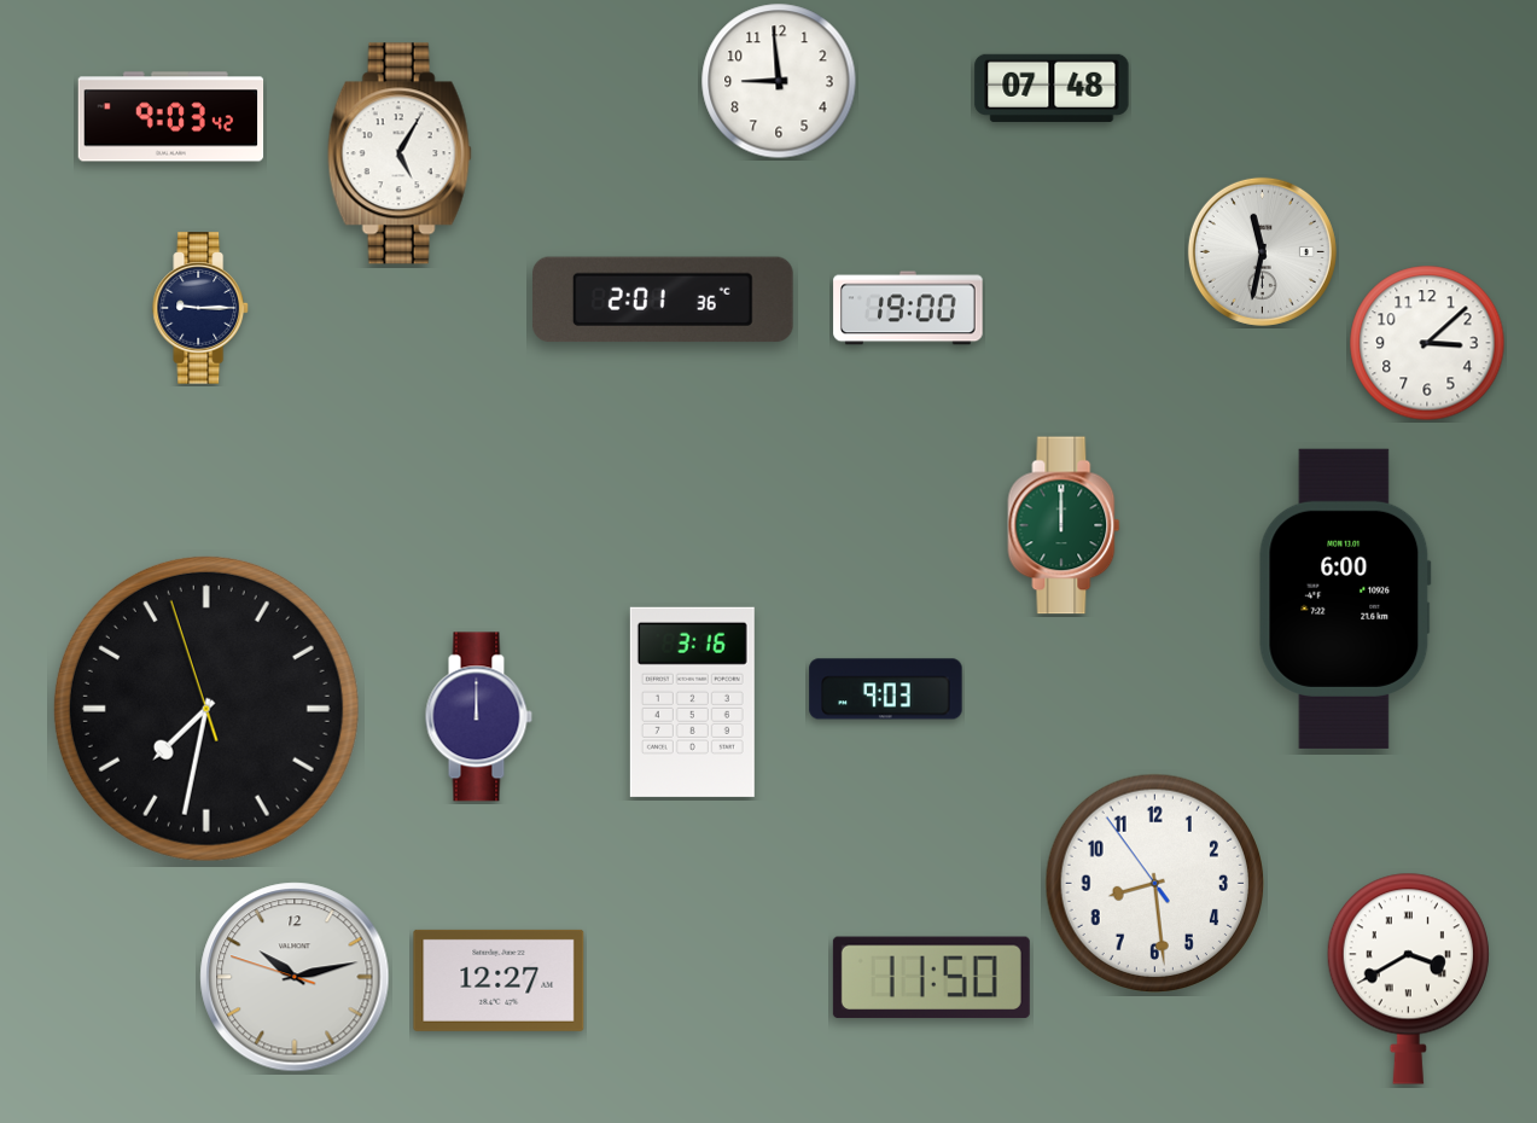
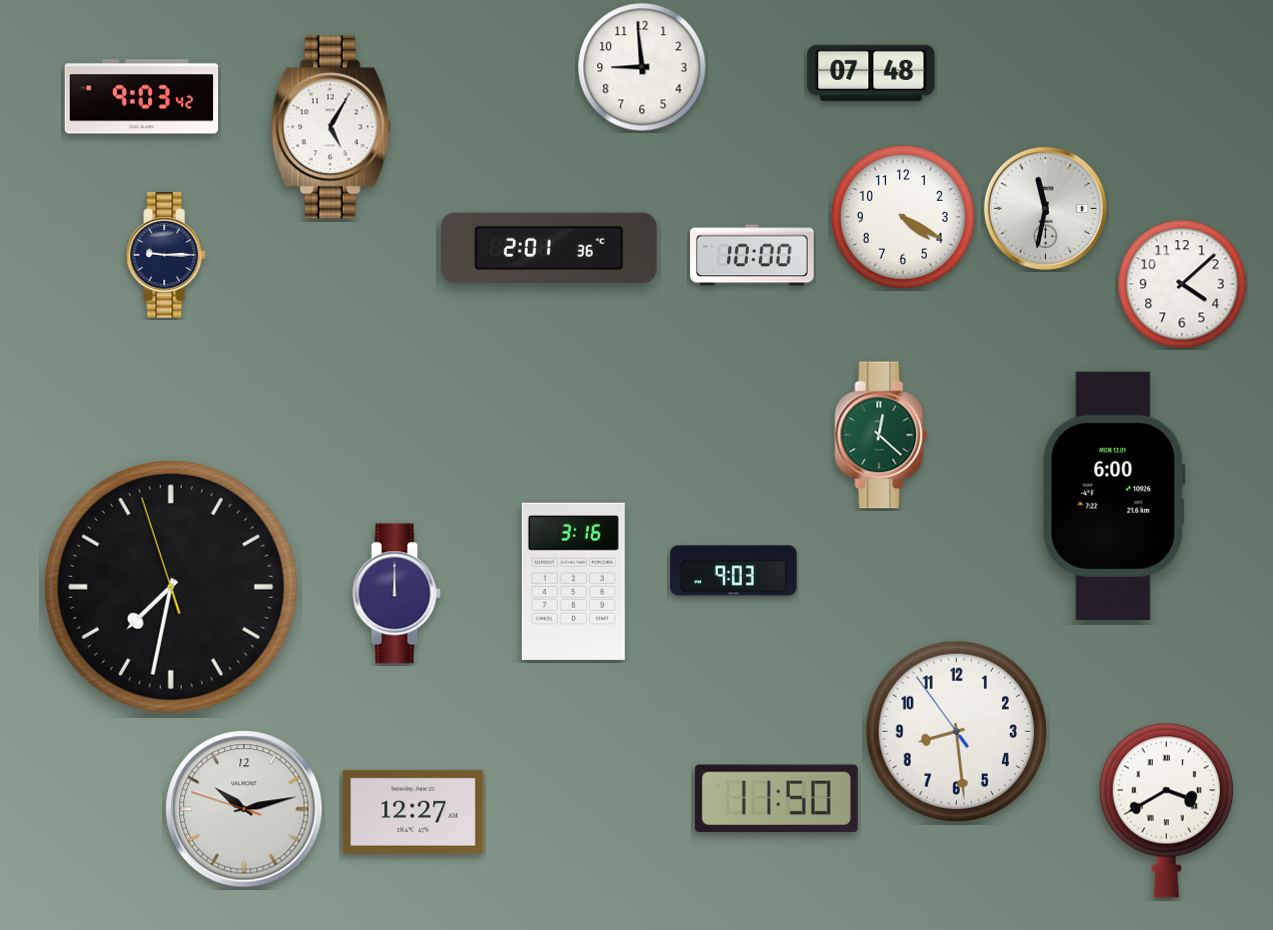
clock at (779, 81) position: (779, 81) -> (642, 67)
clock at (904, 218): none -> 4:20
clock at (908, 308): 19:00 -> 10:00
clock at (1427, 343): 3:08 -> 4:08
clock at (1064, 525): 12:00 -> 12:22
clock at (931, 978) position: (931, 978) -> (776, 799)
